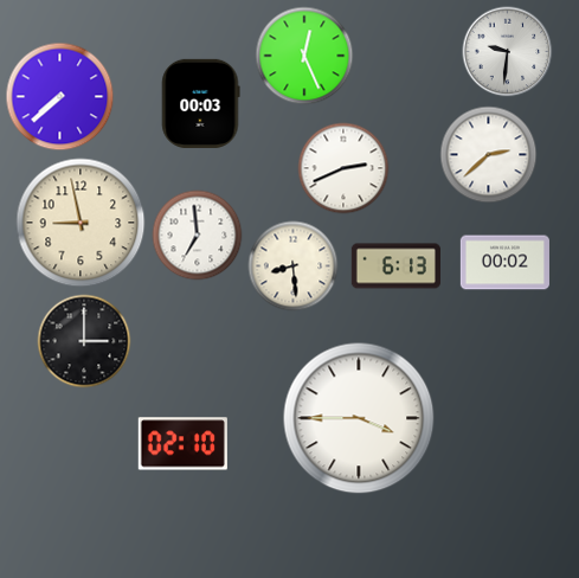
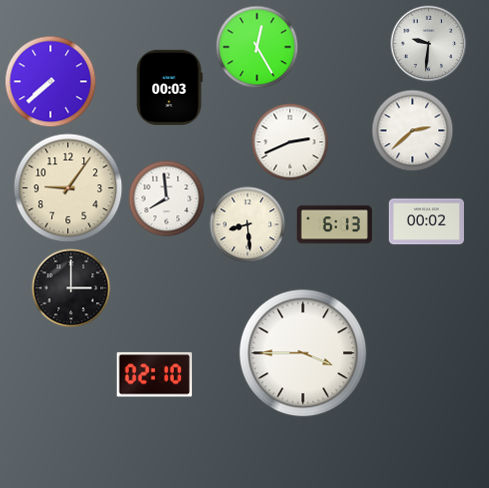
clock at (304, 56): 12:26 -> 12:25
clock at (81, 223): 8:58 -> 9:06
clock at (198, 236): 6:59 -> 7:59
